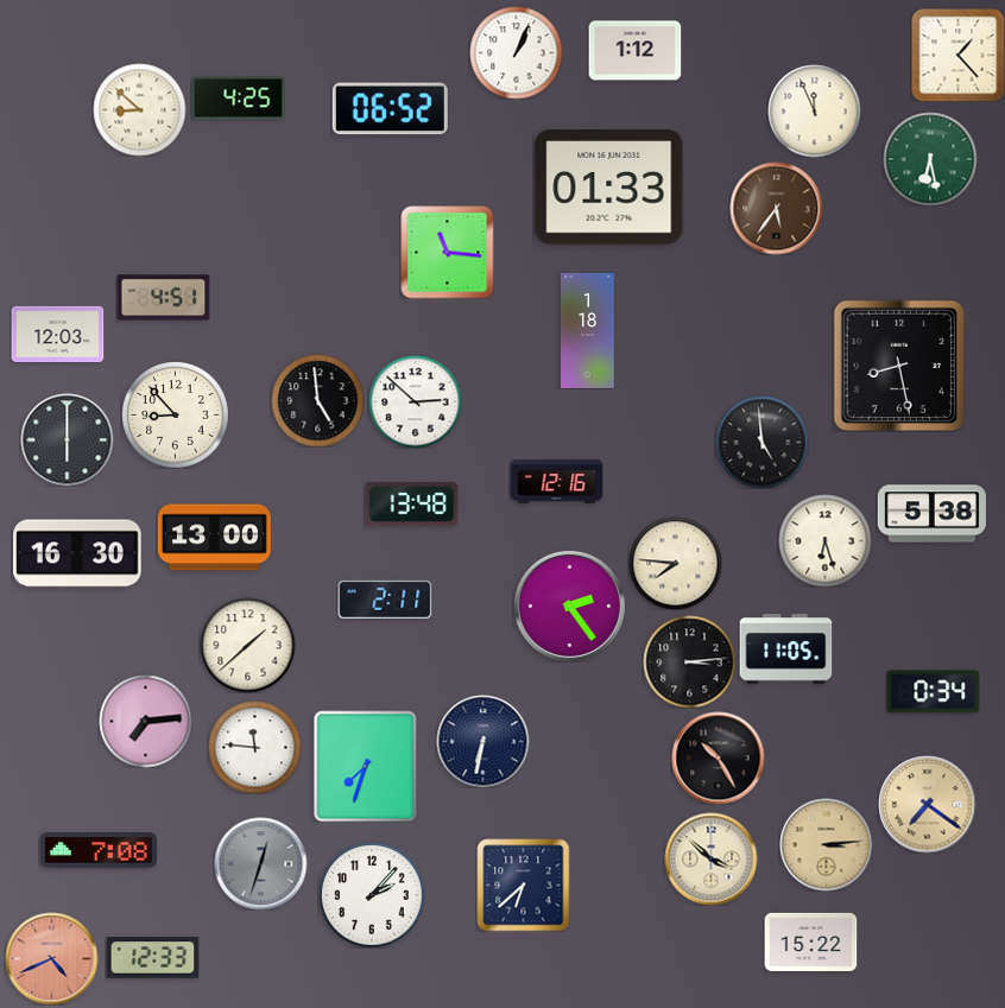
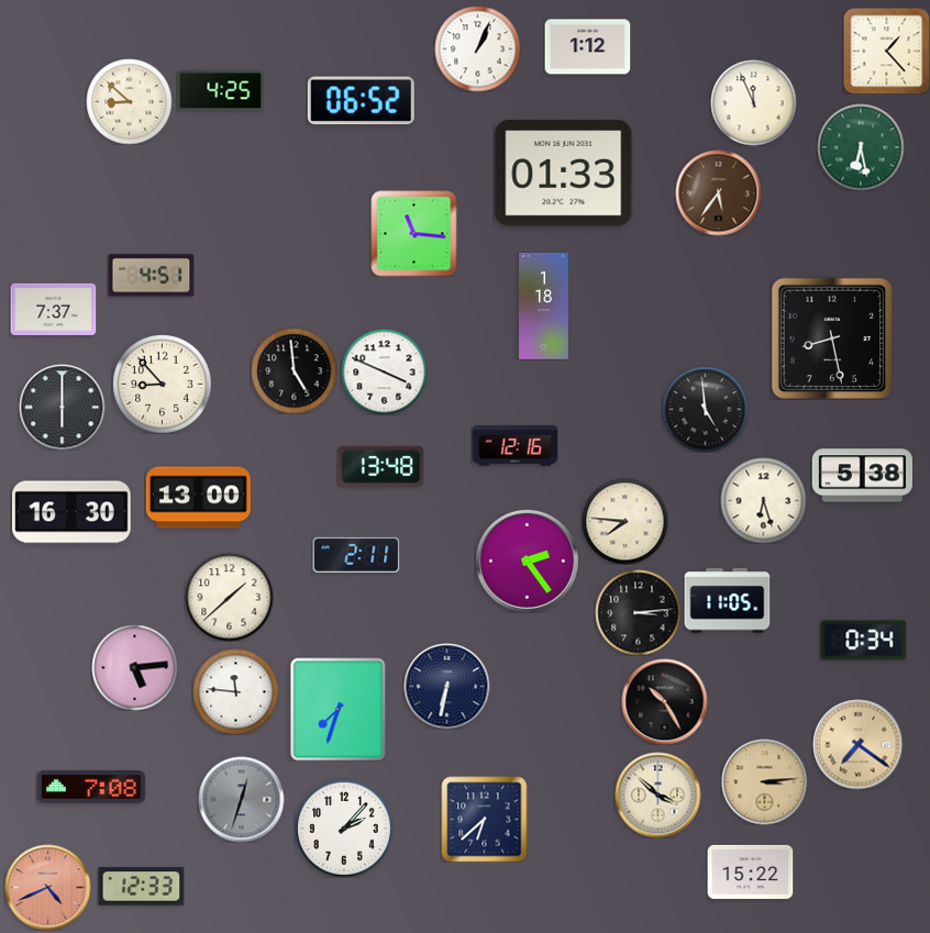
clock at (57, 334): 12:03 -> 7:37
clock at (415, 401): 2:52 -> 3:49
clock at (145, 721): 7:14 -> 5:14
